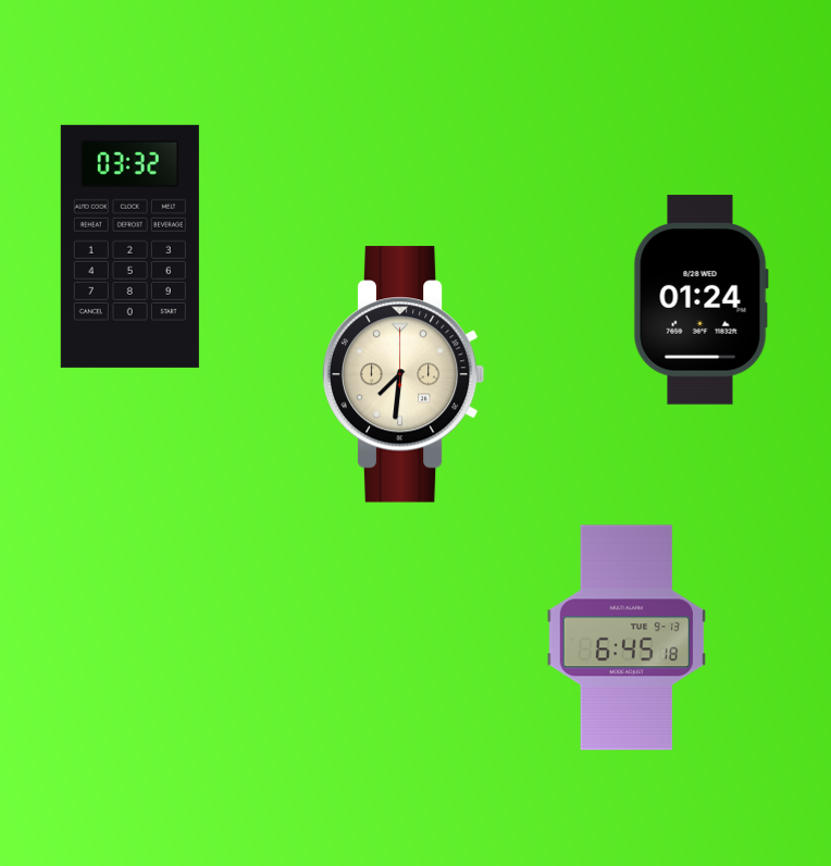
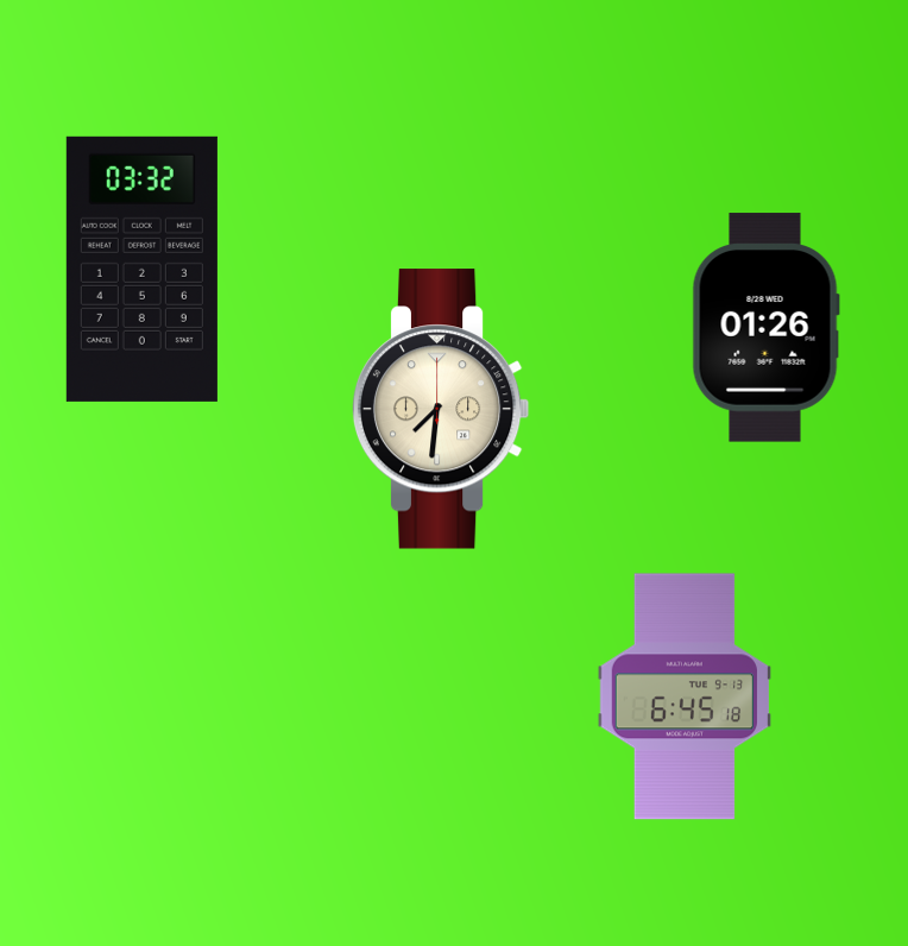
clock at (700, 300): 01:24 -> 01:26
